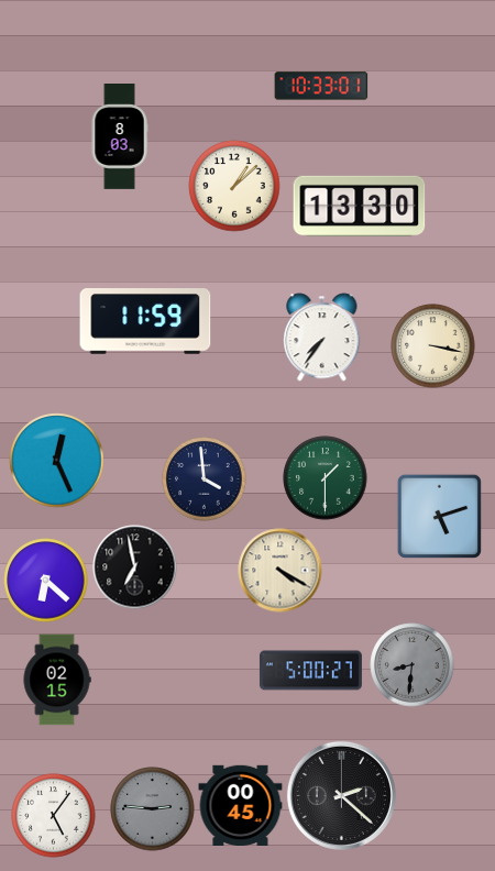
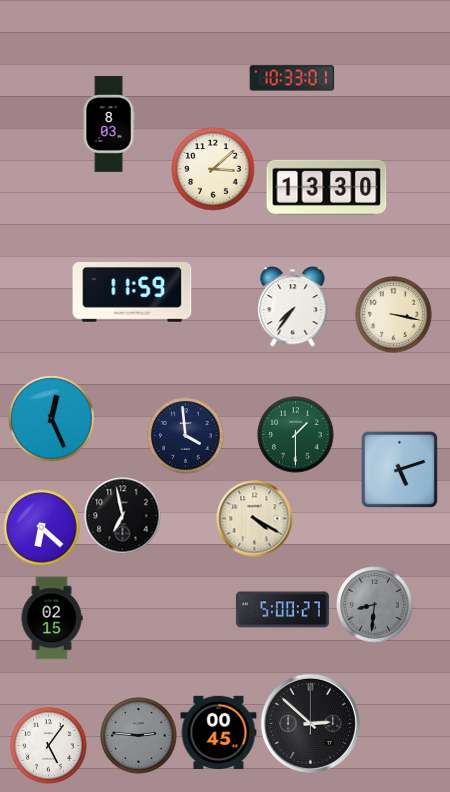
clock at (234, 186): 1:08 -> 3:08
clock at (341, 795): 2:22 -> 2:52
clock at (54, 816) position: (54, 816) -> (49, 746)
